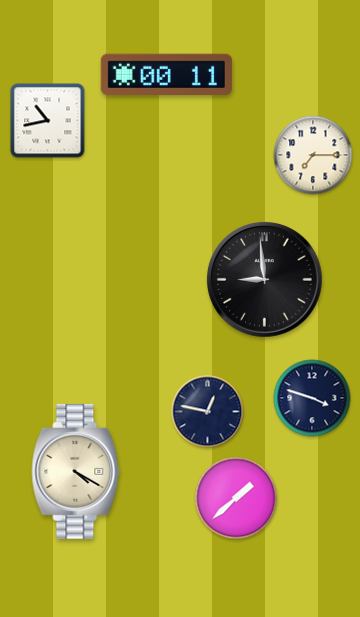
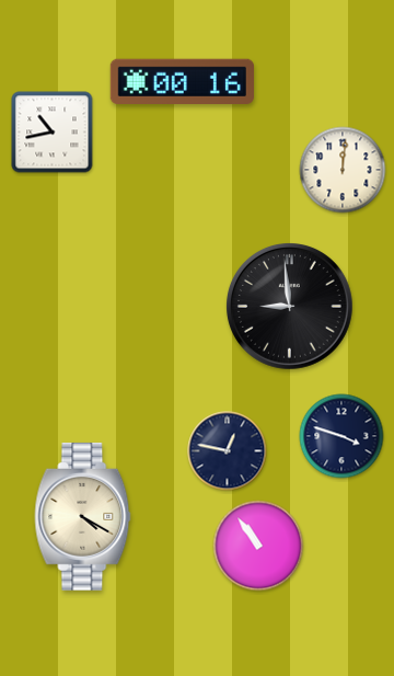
clock at (166, 75): 00:11 -> 00:16
clock at (313, 155): 7:15 -> 12:01
clock at (236, 498): 1:38 -> 10:54
